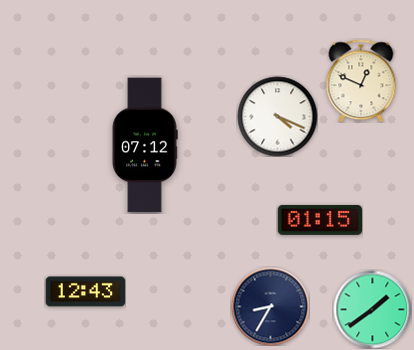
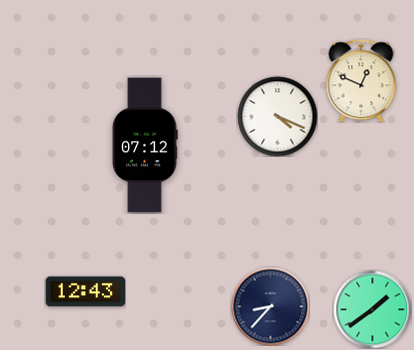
clock at (319, 220): 01:15 -> none
clock at (270, 306): 8:35 -> 8:37
